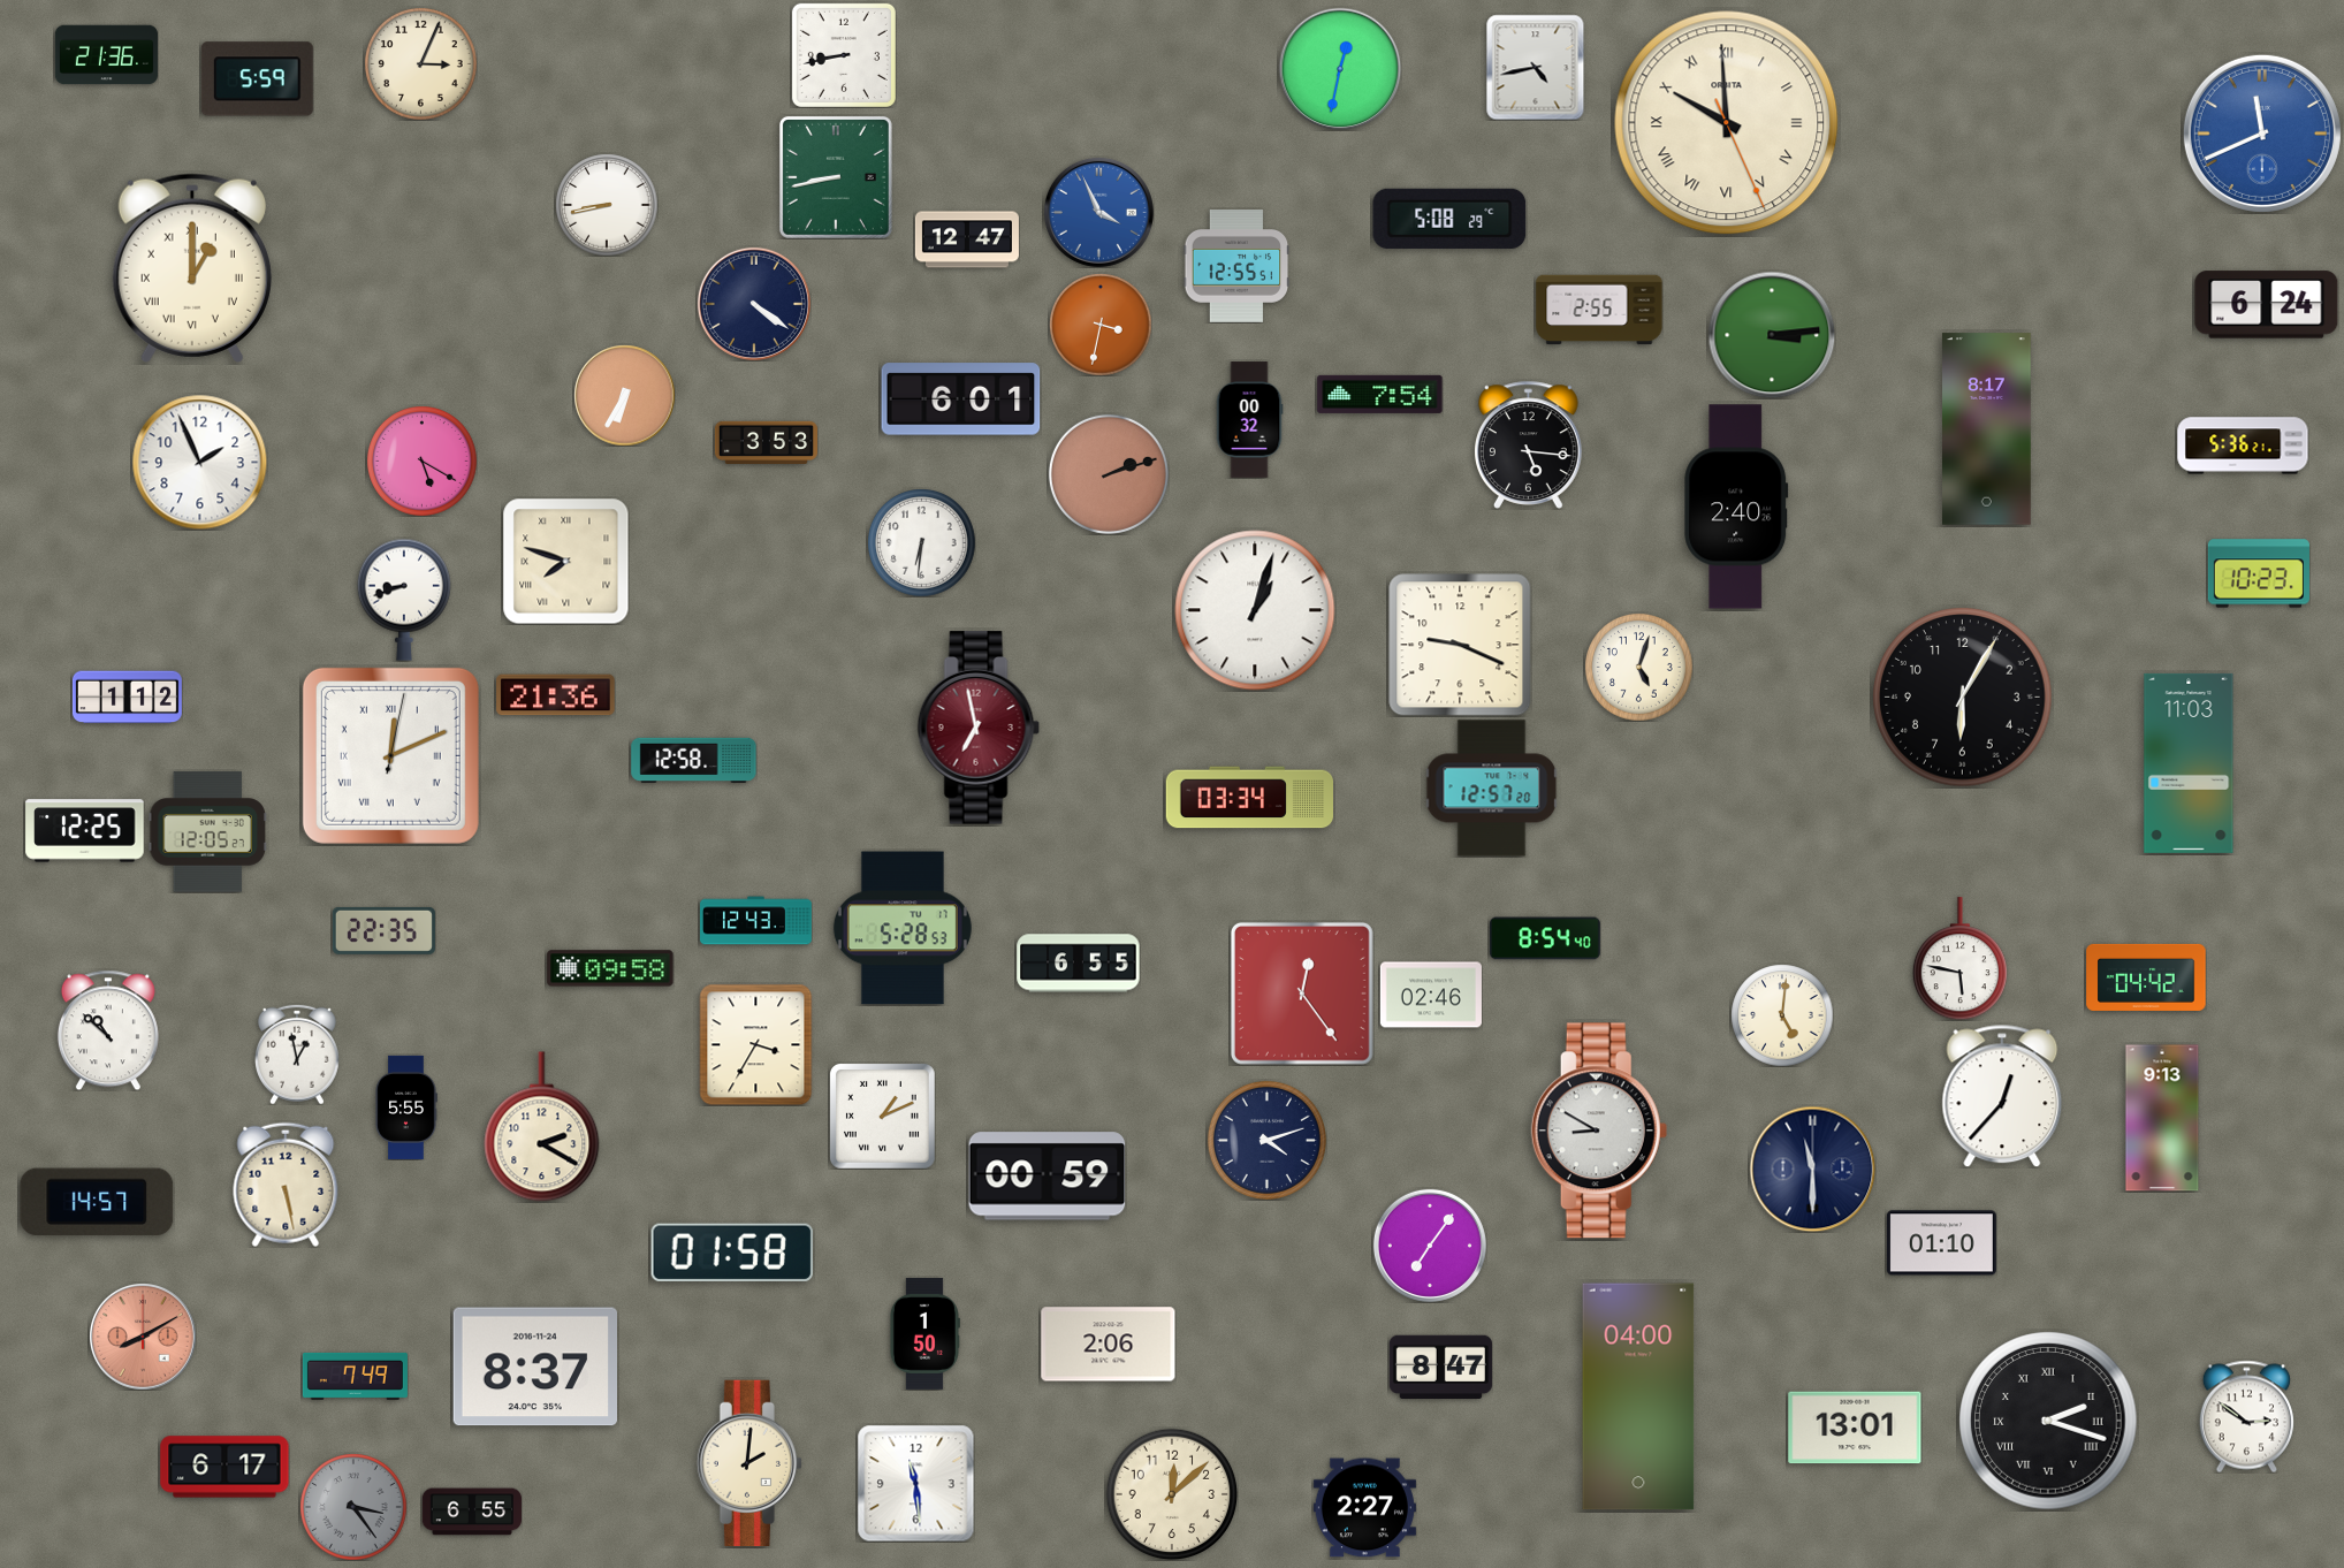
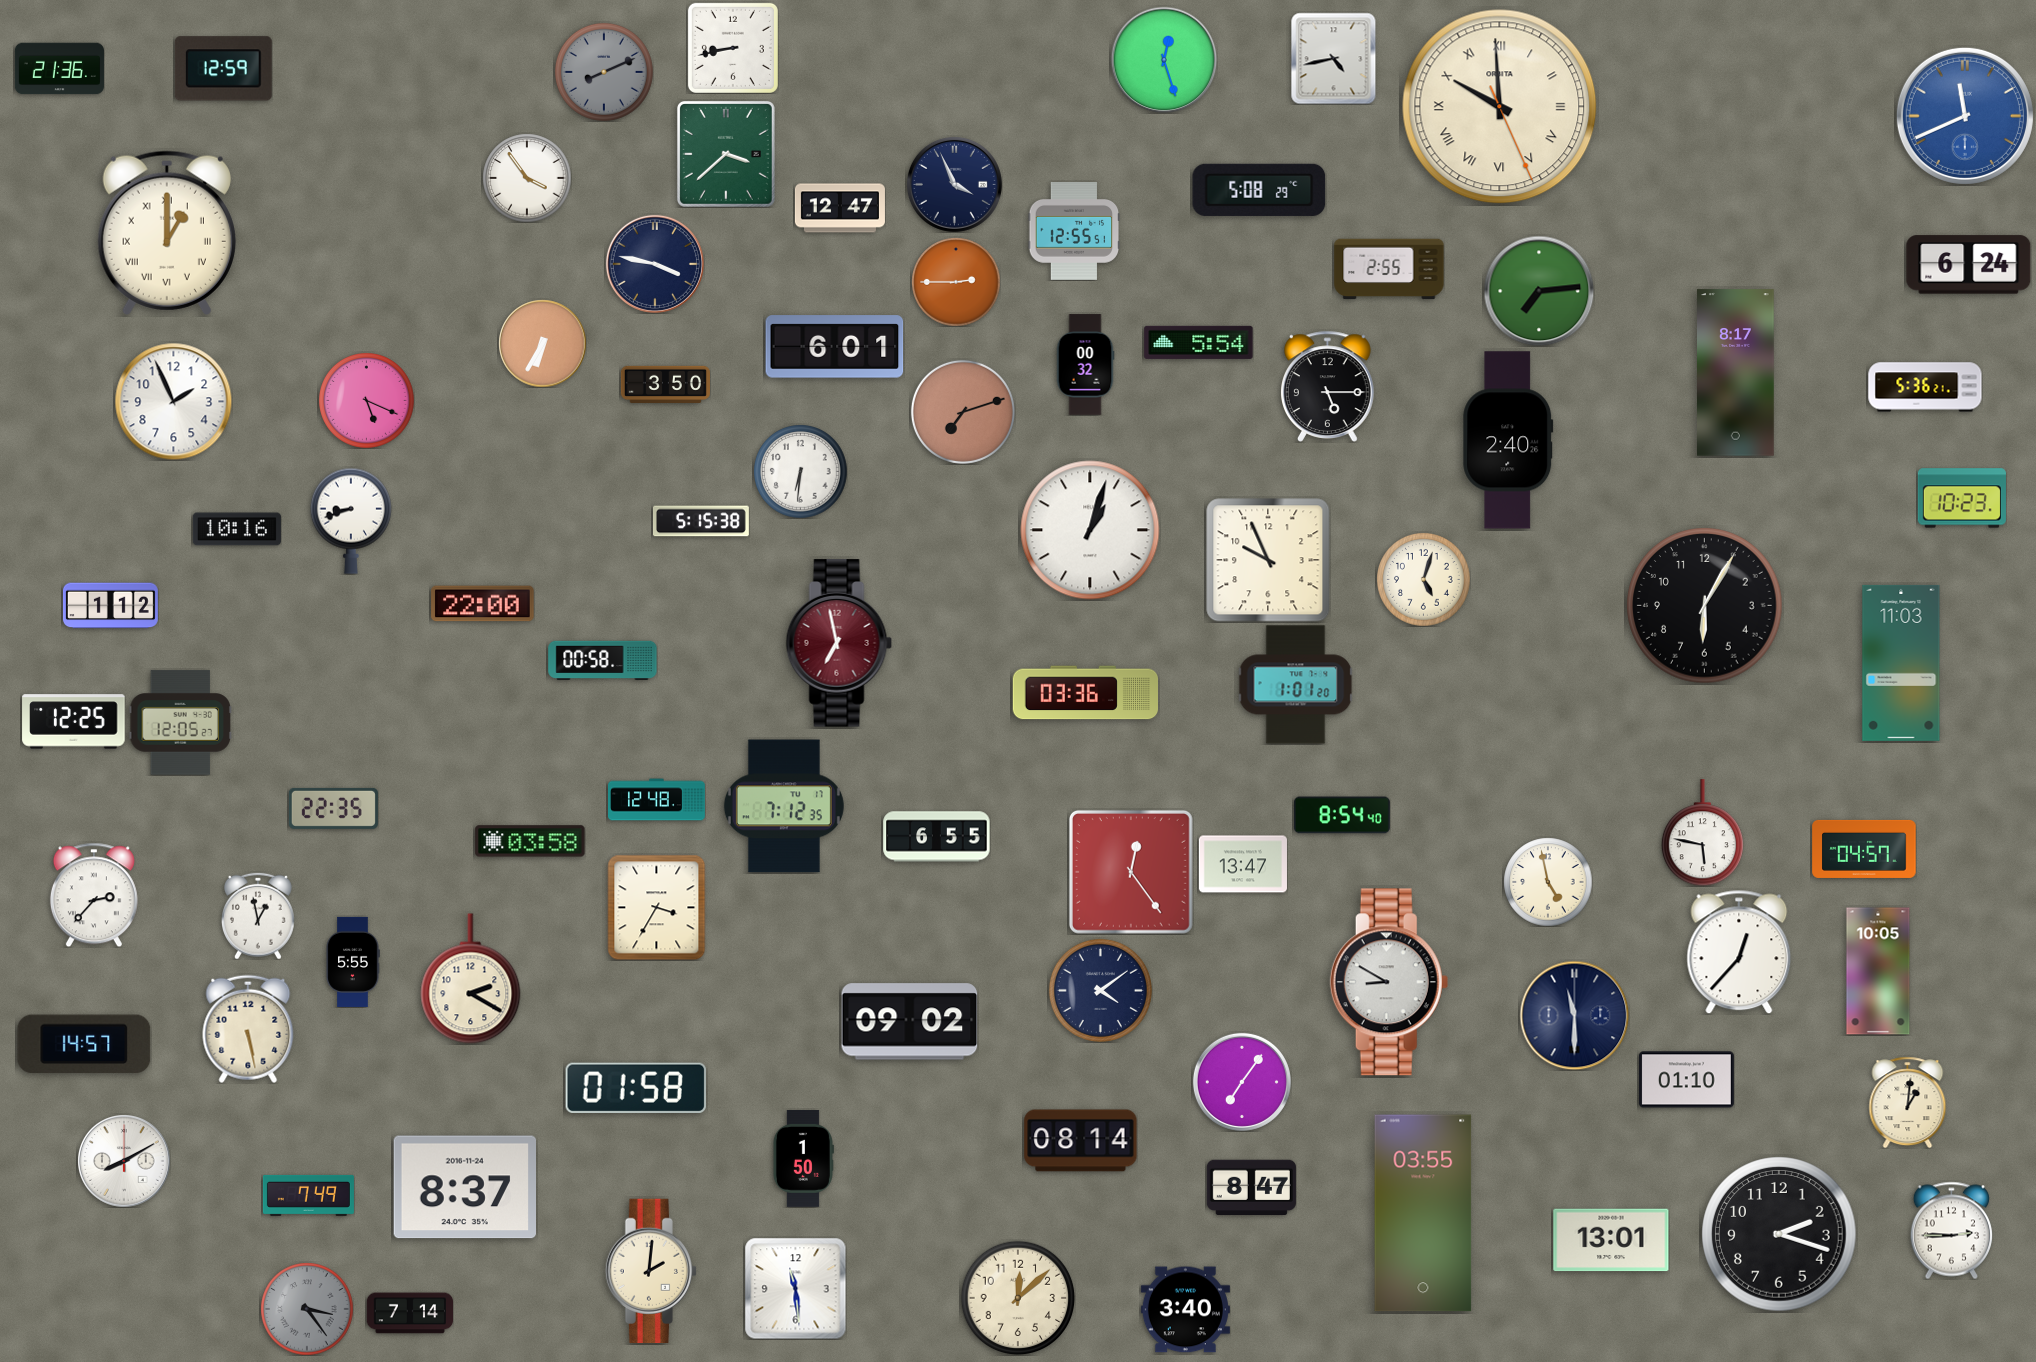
clock at (106, 55) position: (106, 55) -> (59, 69)
clock at (420, 63): 3:04 -> none
clock at (1340, 69): 12:32 -> 12:27
clock at (257, 79): 5:59 -> 12:59
clock at (604, 72): none -> 8:11
clock at (836, 177): 8:43 -> 3:38
clock at (607, 205): 8:43 -> 3:54
clock at (1098, 212) dial: blue -> navy
clock at (754, 304): 4:21 -> 3:47
clock at (1101, 325): 3:32 -> 2:45
clock at (1772, 335): 3:14 -> 7:14
clock at (1380, 394): 7:54 -> 5:54
clock at (1987, 429) position: (1987, 429) -> (1736, 373)
clock at (766, 442): 3:53 -> 3:50
clock at (1529, 444): 5:16 -> 5:15
clock at (2243, 446) position: (2243, 446) -> (1925, 387)
clock at (423, 462): 5:20 -> 5:19
clock at (1109, 474): 2:12 -> 7:12
clock at (565, 561): 7:48 -> none
clock at (701, 521): none -> 5:15
clock at (237, 529): none -> 10:16
clock at (1460, 645): 9:19 -> 9:56
clock at (556, 695): 21:36 -> 22:00
clock at (979, 728) position: (979, 728) -> (839, 643)
clock at (390, 755): 12:11 -> none
clock at (694, 761): 12:58 -> 00:58
clock at (1492, 789): 12:57 -> 1:01
clock at (1249, 798): 03:34 -> 03:36
clock at (756, 921): 12:43 -> 12:48
clock at (903, 928): 5:28 -> 7:12
clock at (610, 968): 09:58 -> 03:58
clock at (2146, 977): 04:42 -> 04:57
clock at (1302, 994) position: (1302, 994) -> (1131, 872)
clock at (1431, 995): 02:46 -> 13:47
clock at (1782, 1015): 5:01 -> 4:58
clock at (108, 1030): 10:52 -> 2:37
clock at (882, 1116): 1:11 -> none
clock at (2162, 1118): 9:13 -> 10:05
clock at (1266, 1140): 4:12 -> 4:09
clock at (1048, 1177): 00:59 -> 09:02
clock at (1908, 1102): none -> 1:01
clock at (1081, 1141): none -> 08:14
clock at (143, 1337) dial: salmon -> white
clock at (1109, 1345): 2:06 -> none
clock at (1638, 1396): 04:00 -> 03:55
clock at (2246, 1416): 2:51 -> 2:45
clock at (2048, 1421) numerals: Roman -> Arabic
clock at (224, 1467): 6:17 -> none
clock at (1364, 1508): 2:27 -> 3:40
clock at (471, 1512): 6:55 -> 7:14
